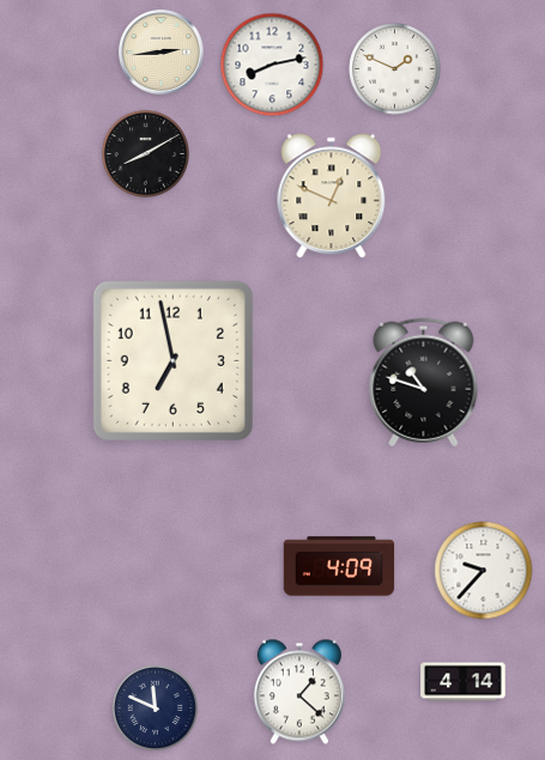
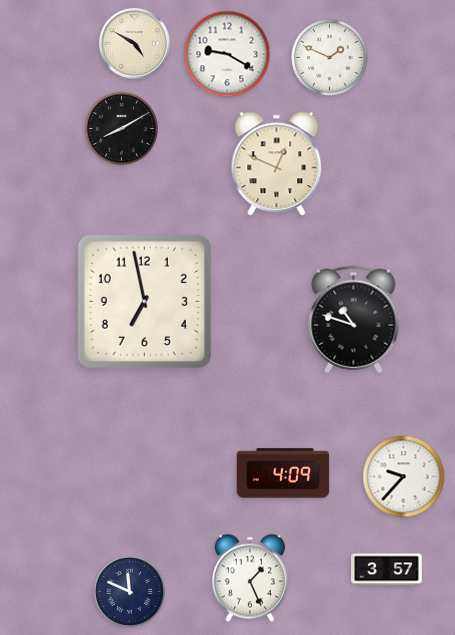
clock at (162, 53): 2:44 -> 4:50
clock at (272, 65): 8:13 -> 9:20
clock at (464, 682): 4:14 -> 3:57
clock at (299, 692): 1:22 -> 1:26
